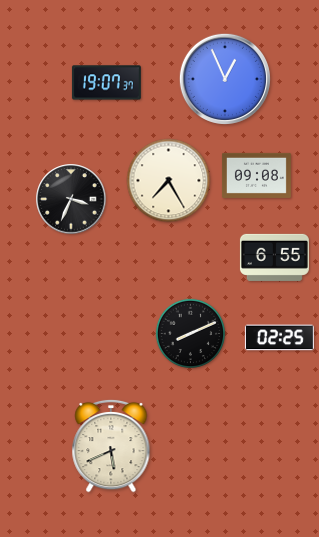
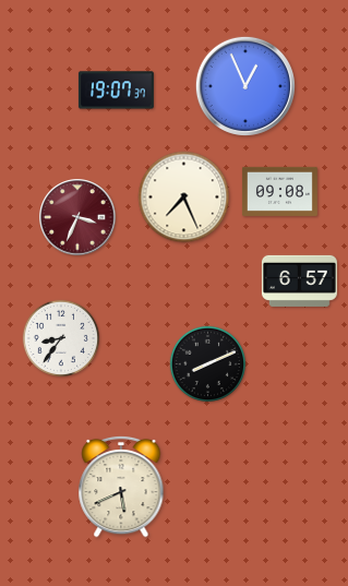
clock at (169, 181): 7:25 -> 7:26
clock at (71, 199) dial: black -> burgundy
clock at (274, 257): 6:55 -> 6:57
clock at (60, 337): none -> 8:36
clock at (279, 338): 02:25 -> none
